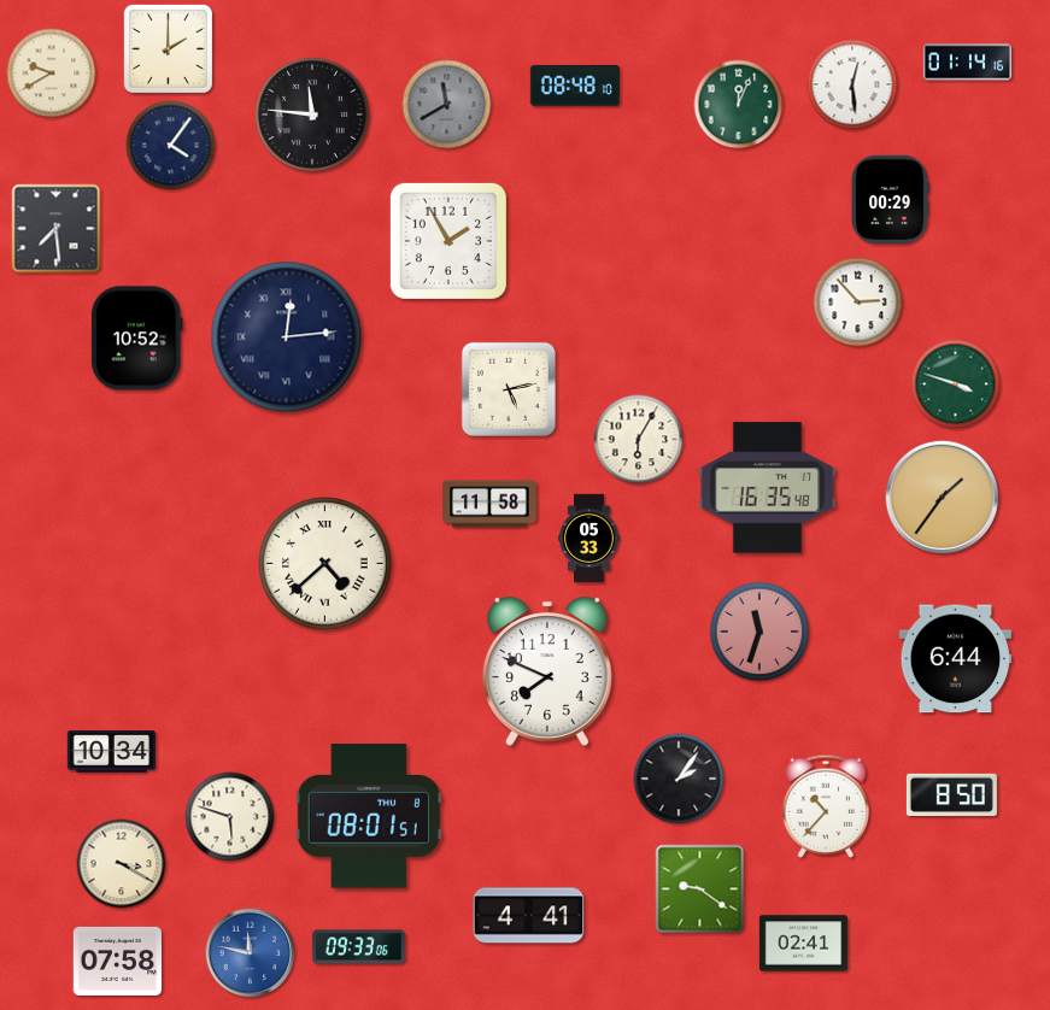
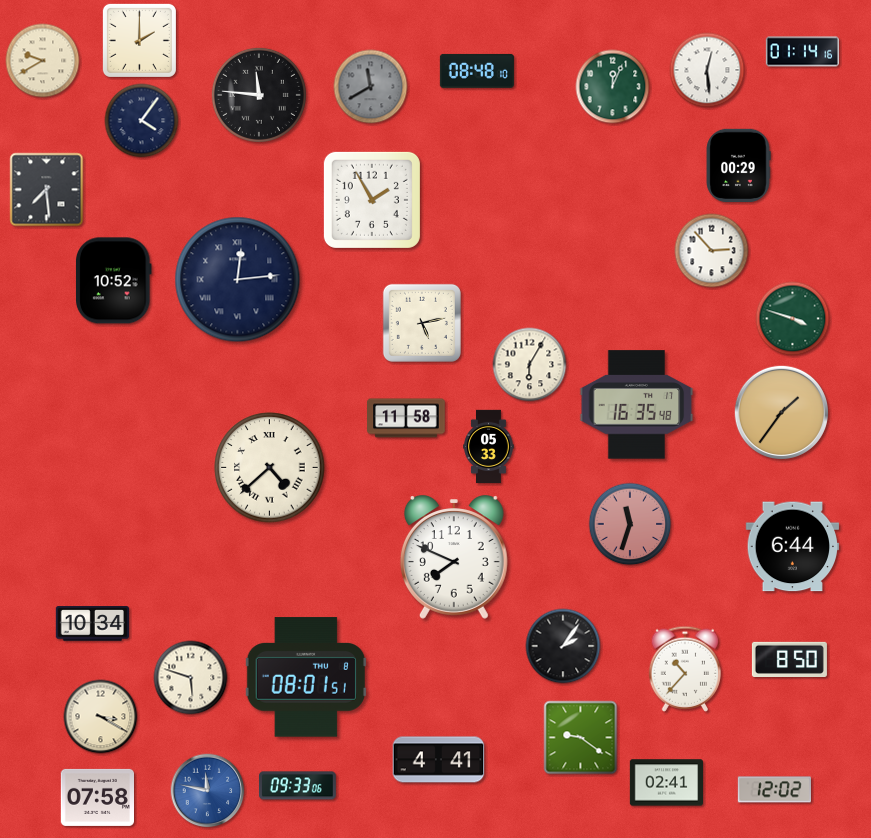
clock at (774, 790): none -> 12:02
